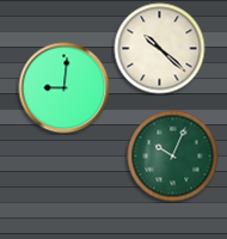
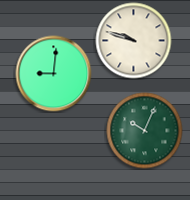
clock at (160, 49): 10:22 -> 9:48
